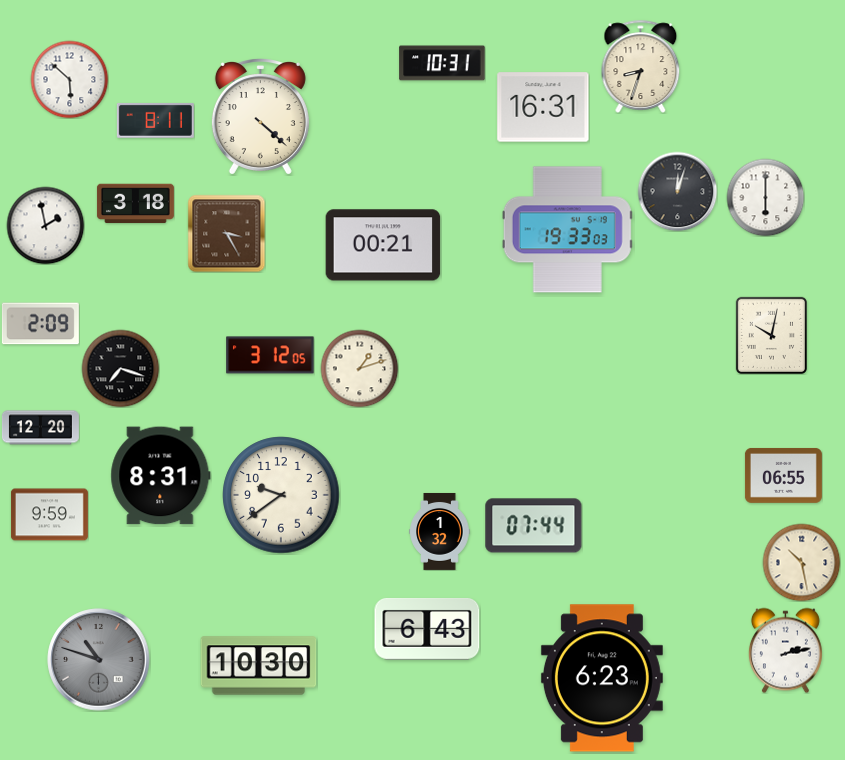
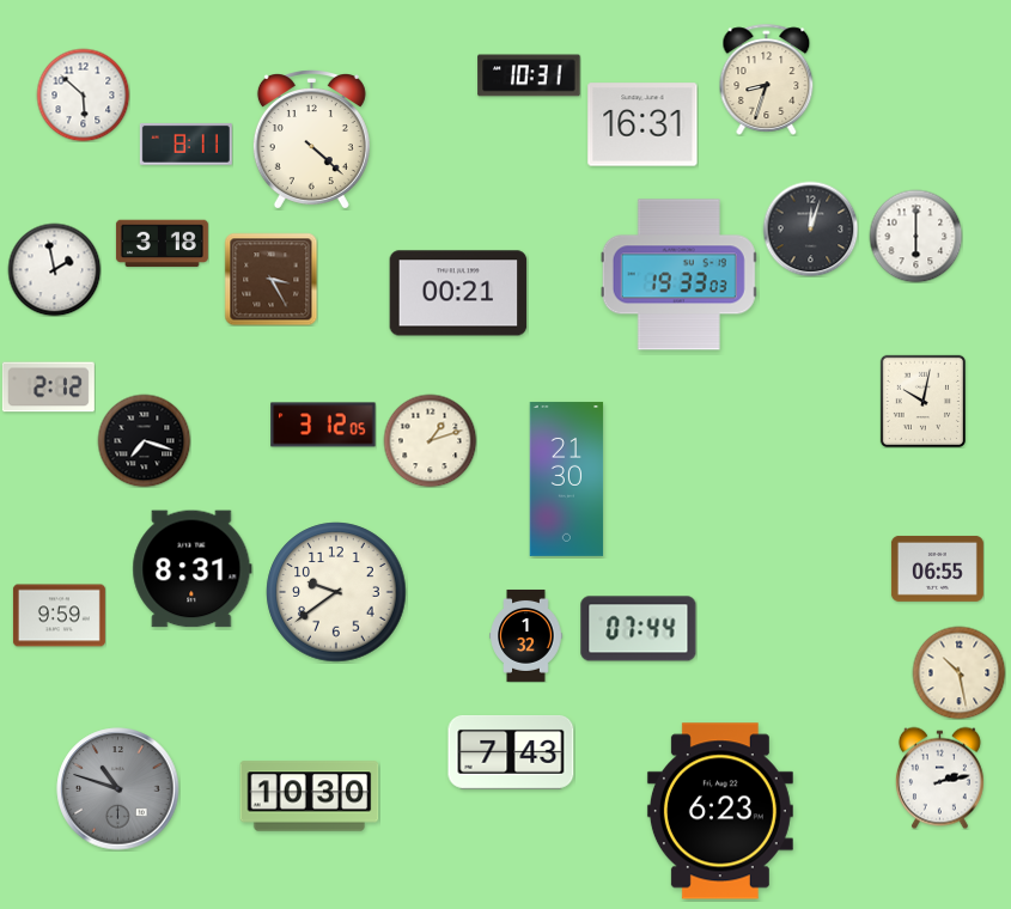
clock at (543, 107) position: (543, 107) -> (642, 124)
clock at (40, 324): 2:09 -> 2:12
clock at (567, 478): none -> 21:30
clock at (40, 428): 12:20 -> none
clock at (427, 629): 6:43 -> 7:43
